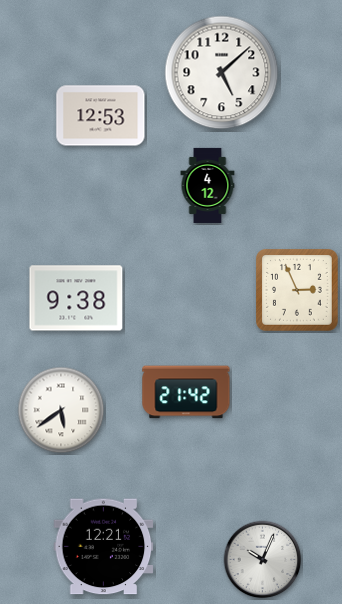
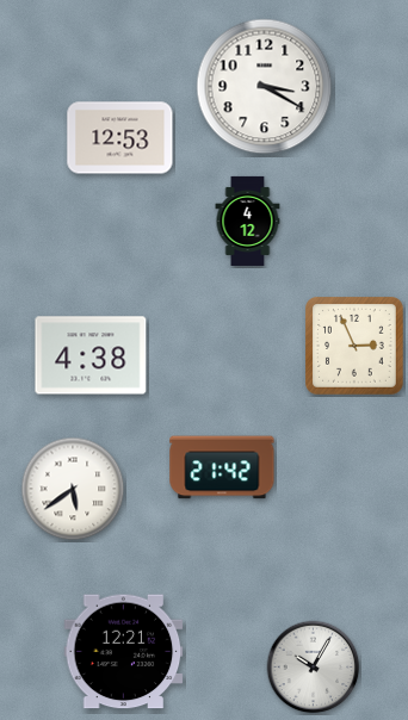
clock at (222, 73): 5:08 -> 3:20
clock at (76, 298): 9:38 -> 4:38
clock at (263, 560): 10:04 -> 10:05
